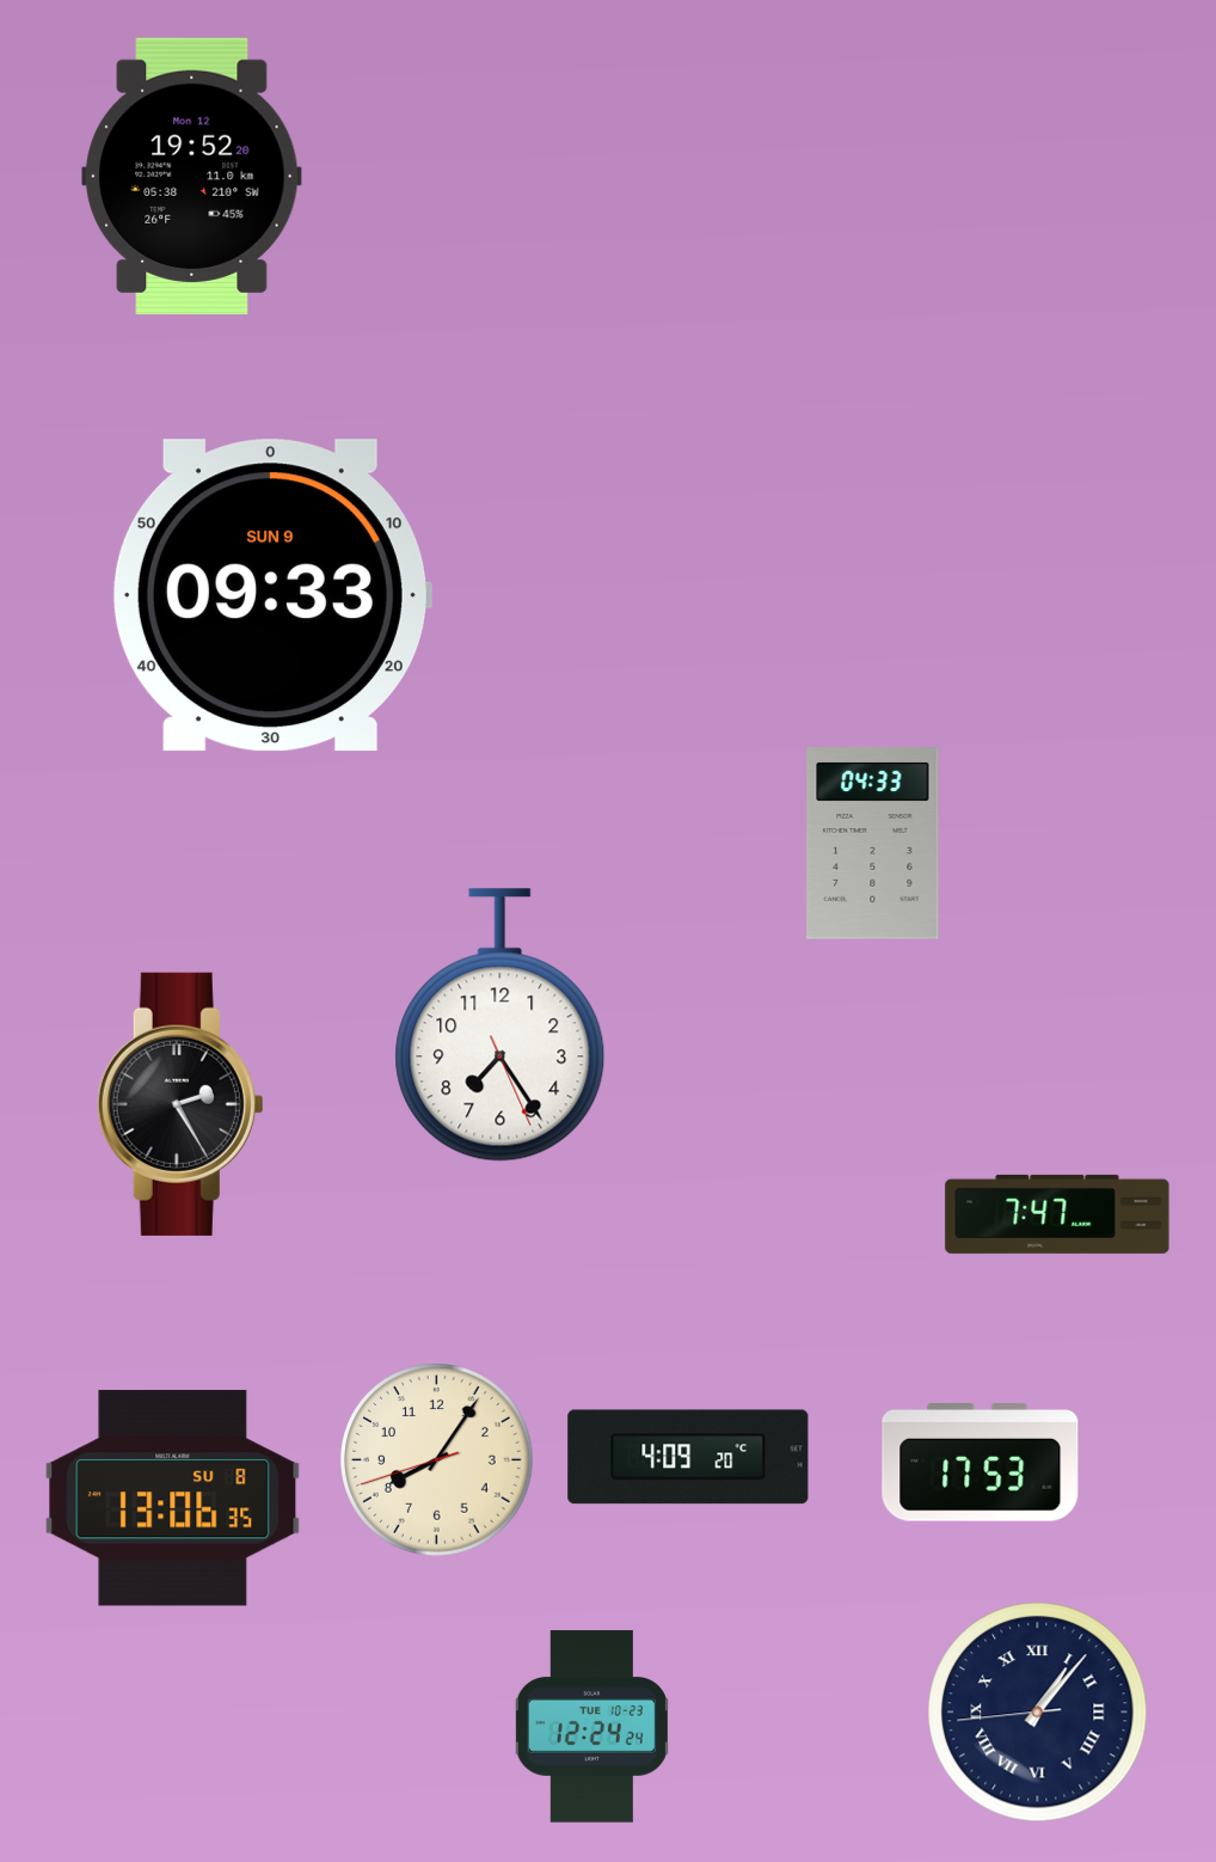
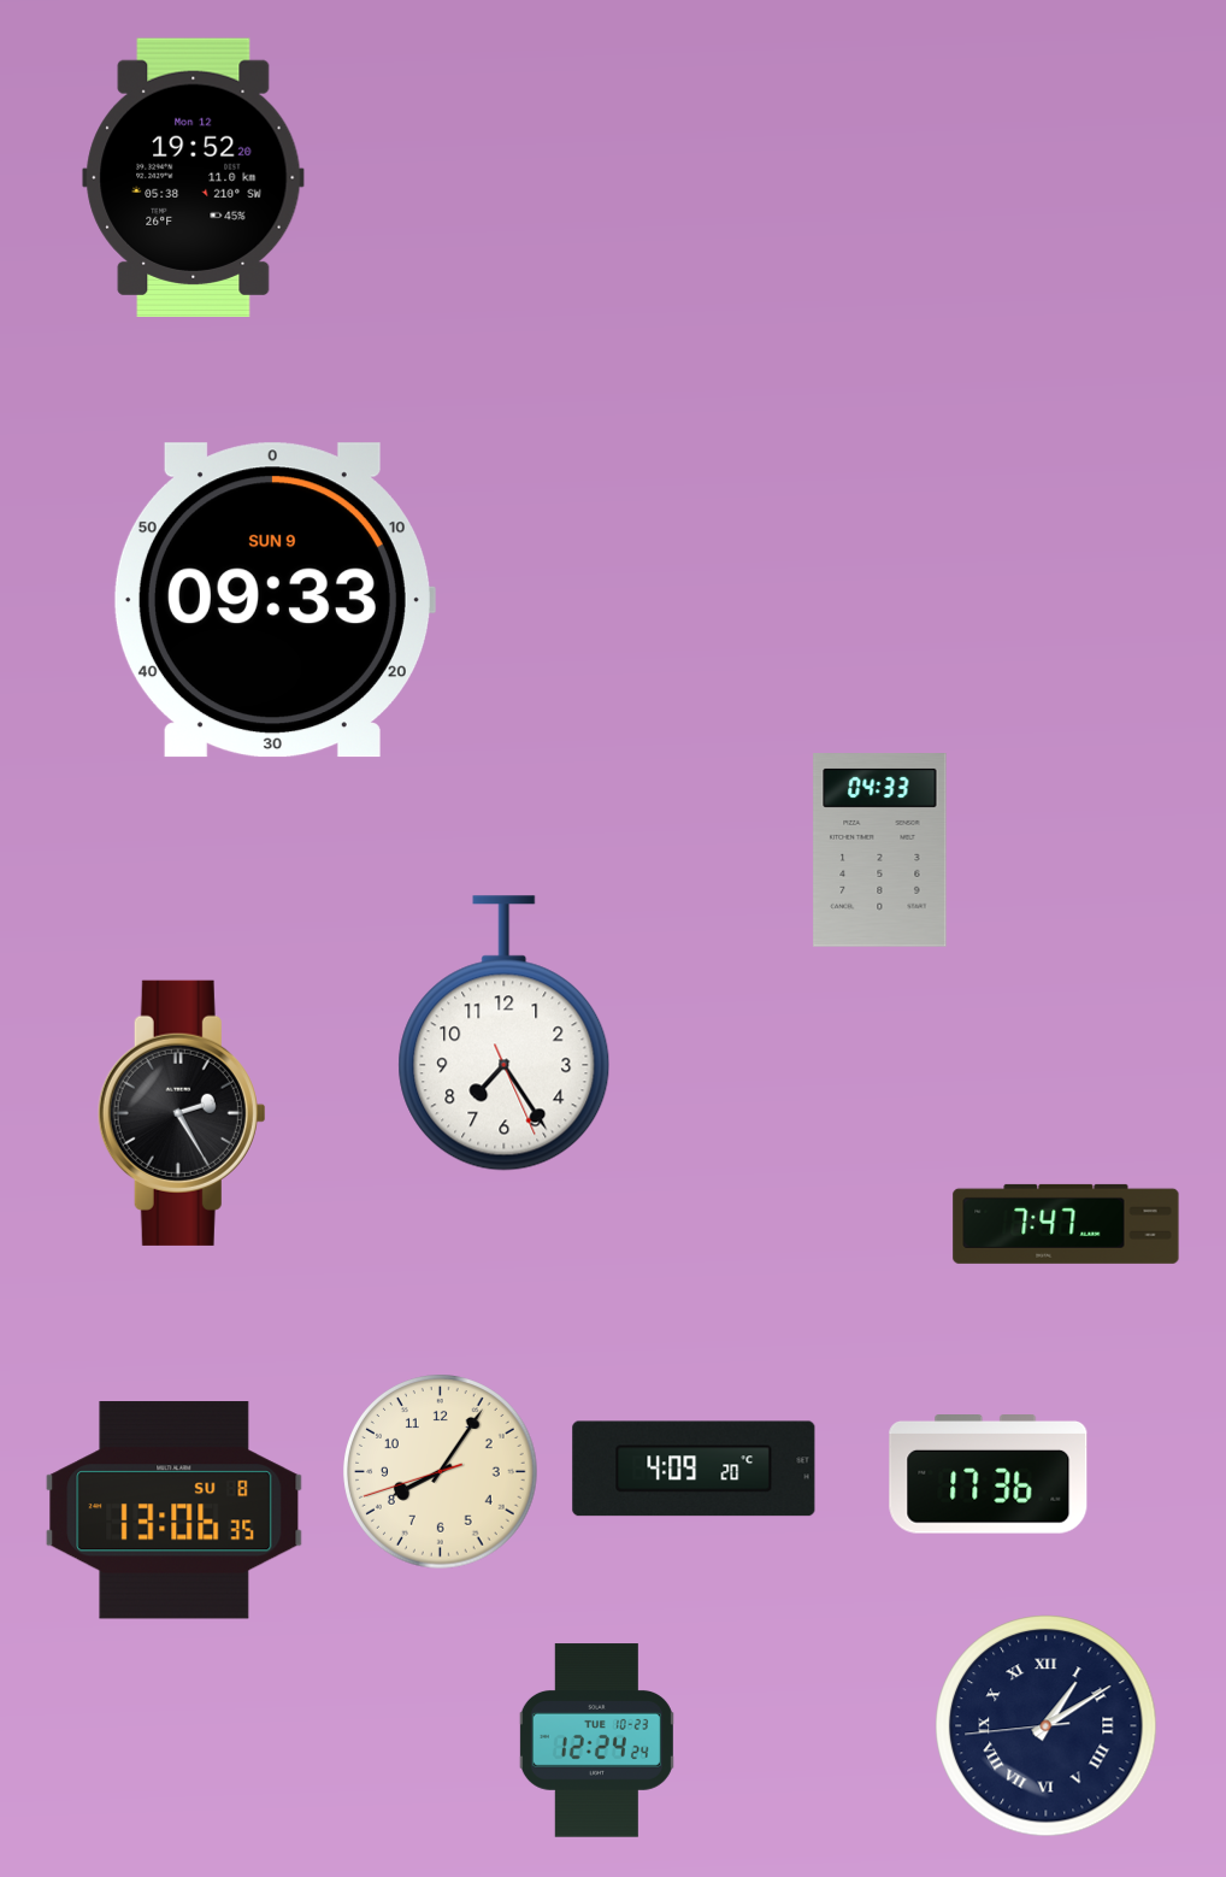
clock at (981, 1463): 17:53 -> 17:36
clock at (1038, 1713): 1:06 -> 1:09
